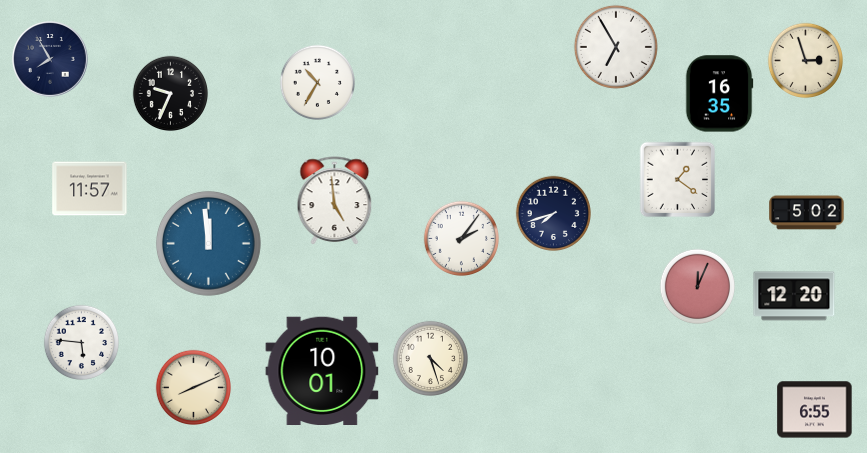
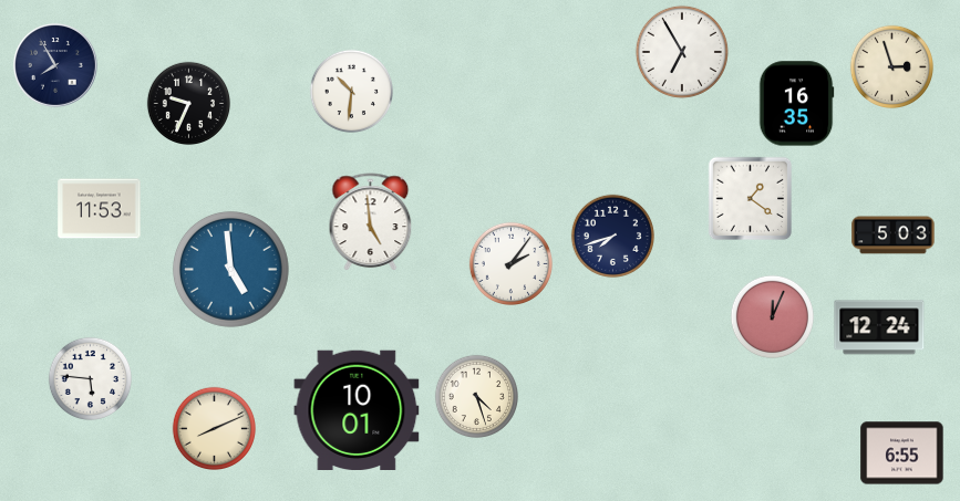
clock at (317, 82): 10:35 -> 10:31
clock at (90, 189): 11:57 -> 11:53
clock at (807, 213): 5:02 -> 5:03
clock at (208, 243): 11:59 -> 4:59
clock at (794, 296): 12:20 -> 12:24
